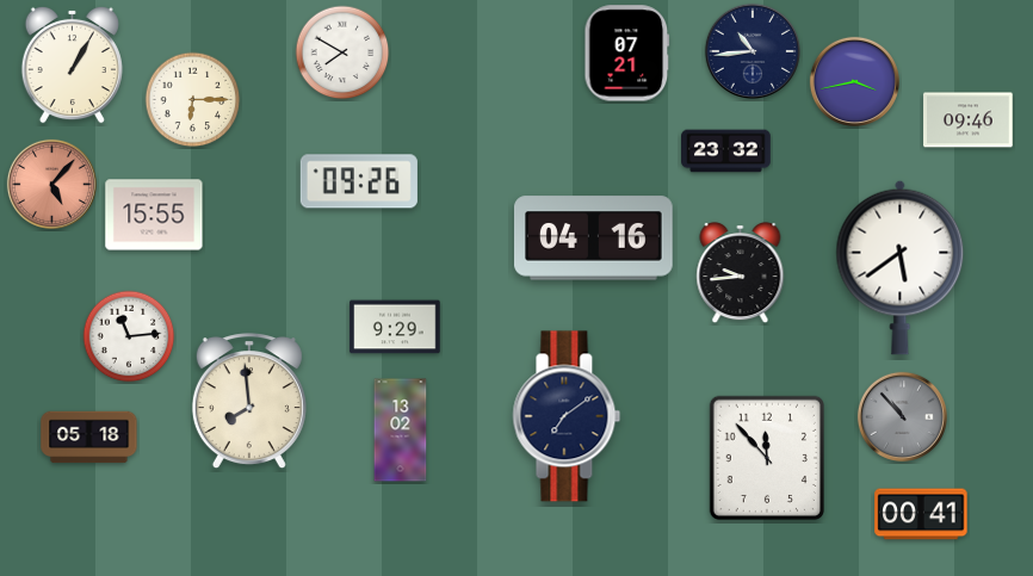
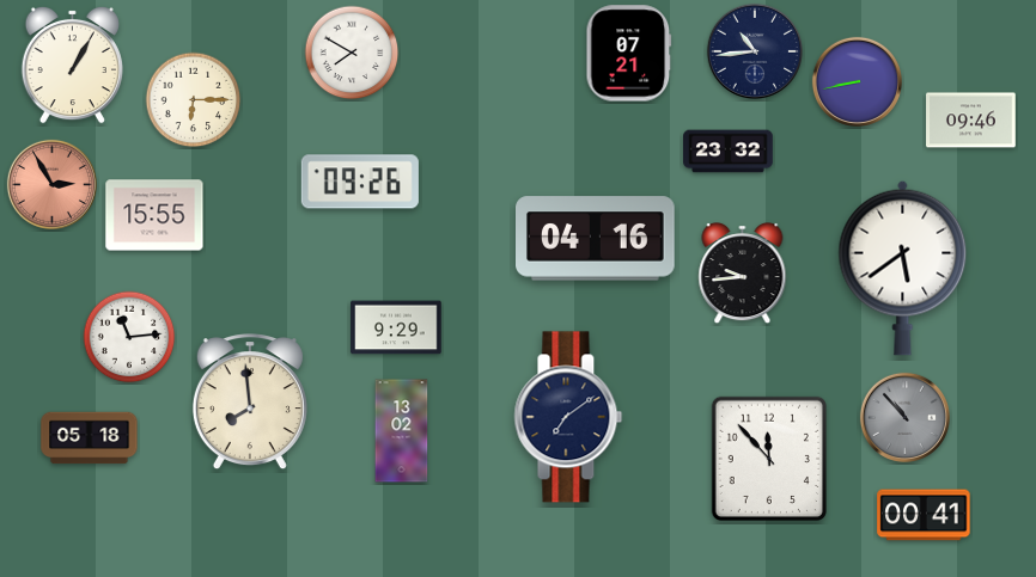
clock at (342, 52) position: (342, 52) -> (352, 53)
clock at (854, 81): 3:43 -> 8:43
clock at (51, 184): 5:07 -> 2:55
